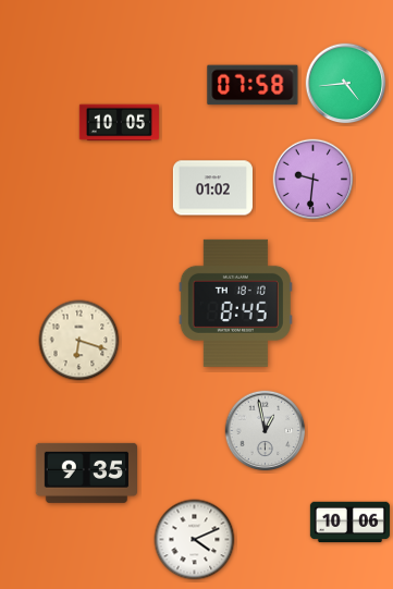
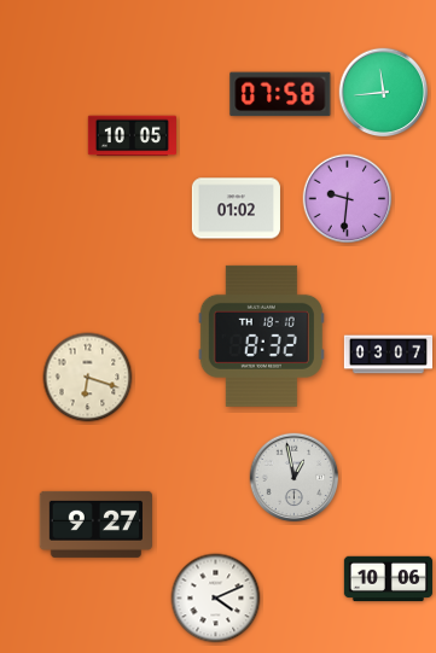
clock at (346, 84): 4:44 -> 11:44
clock at (235, 303): 8:45 -> 8:32
clock at (388, 355): none -> 03:07
clock at (86, 473): 9:35 -> 9:27
